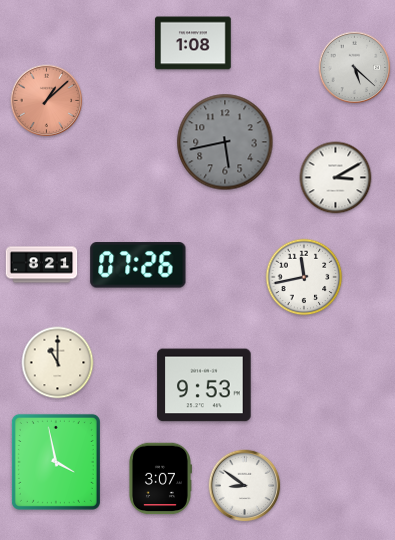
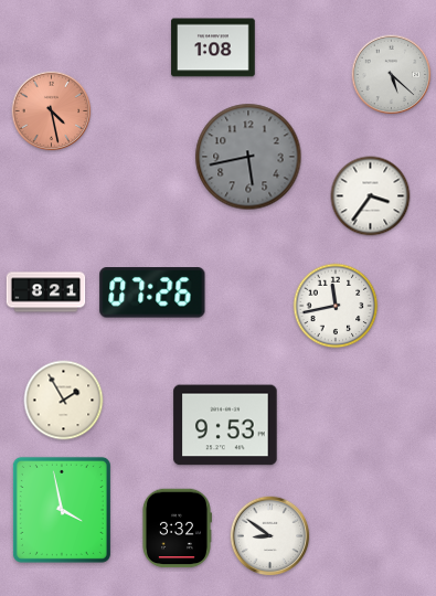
clock at (47, 101): 1:08 -> 4:28
clock at (336, 178): 3:10 -> 3:36
clock at (58, 363): 11:00 -> 1:55
clock at (160, 479): 3:07 -> 3:32
